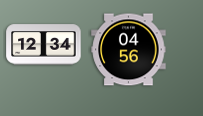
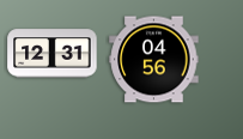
clock at (44, 45): 12:34 -> 12:31
